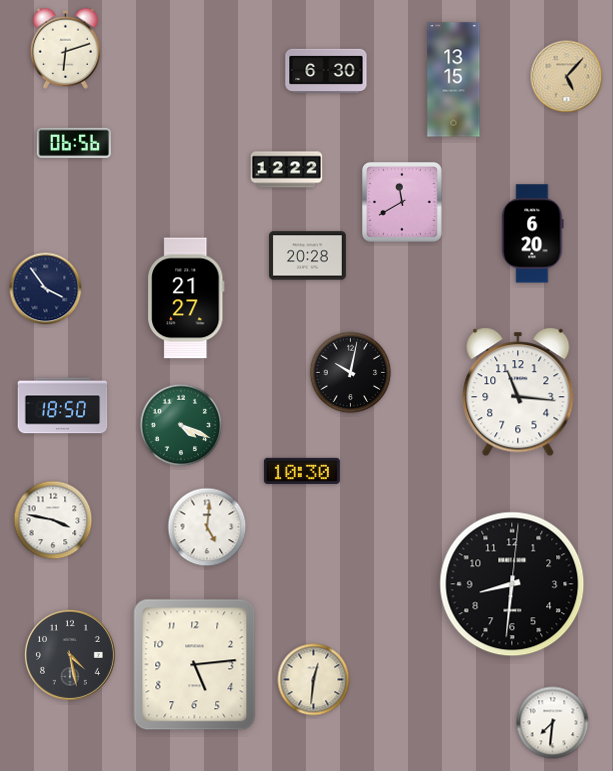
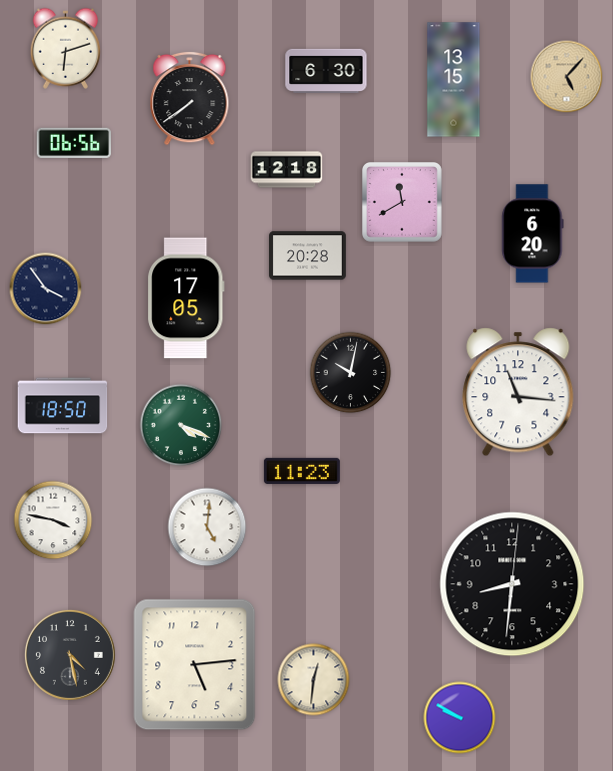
clock at (190, 98): none -> 7:39
clock at (287, 170): 12:22 -> 12:18
clock at (186, 298): 21:27 -> 17:05
clock at (302, 471): 10:30 -> 11:23
clock at (460, 718): none -> 9:50
clock at (553, 723): 7:31 -> none
